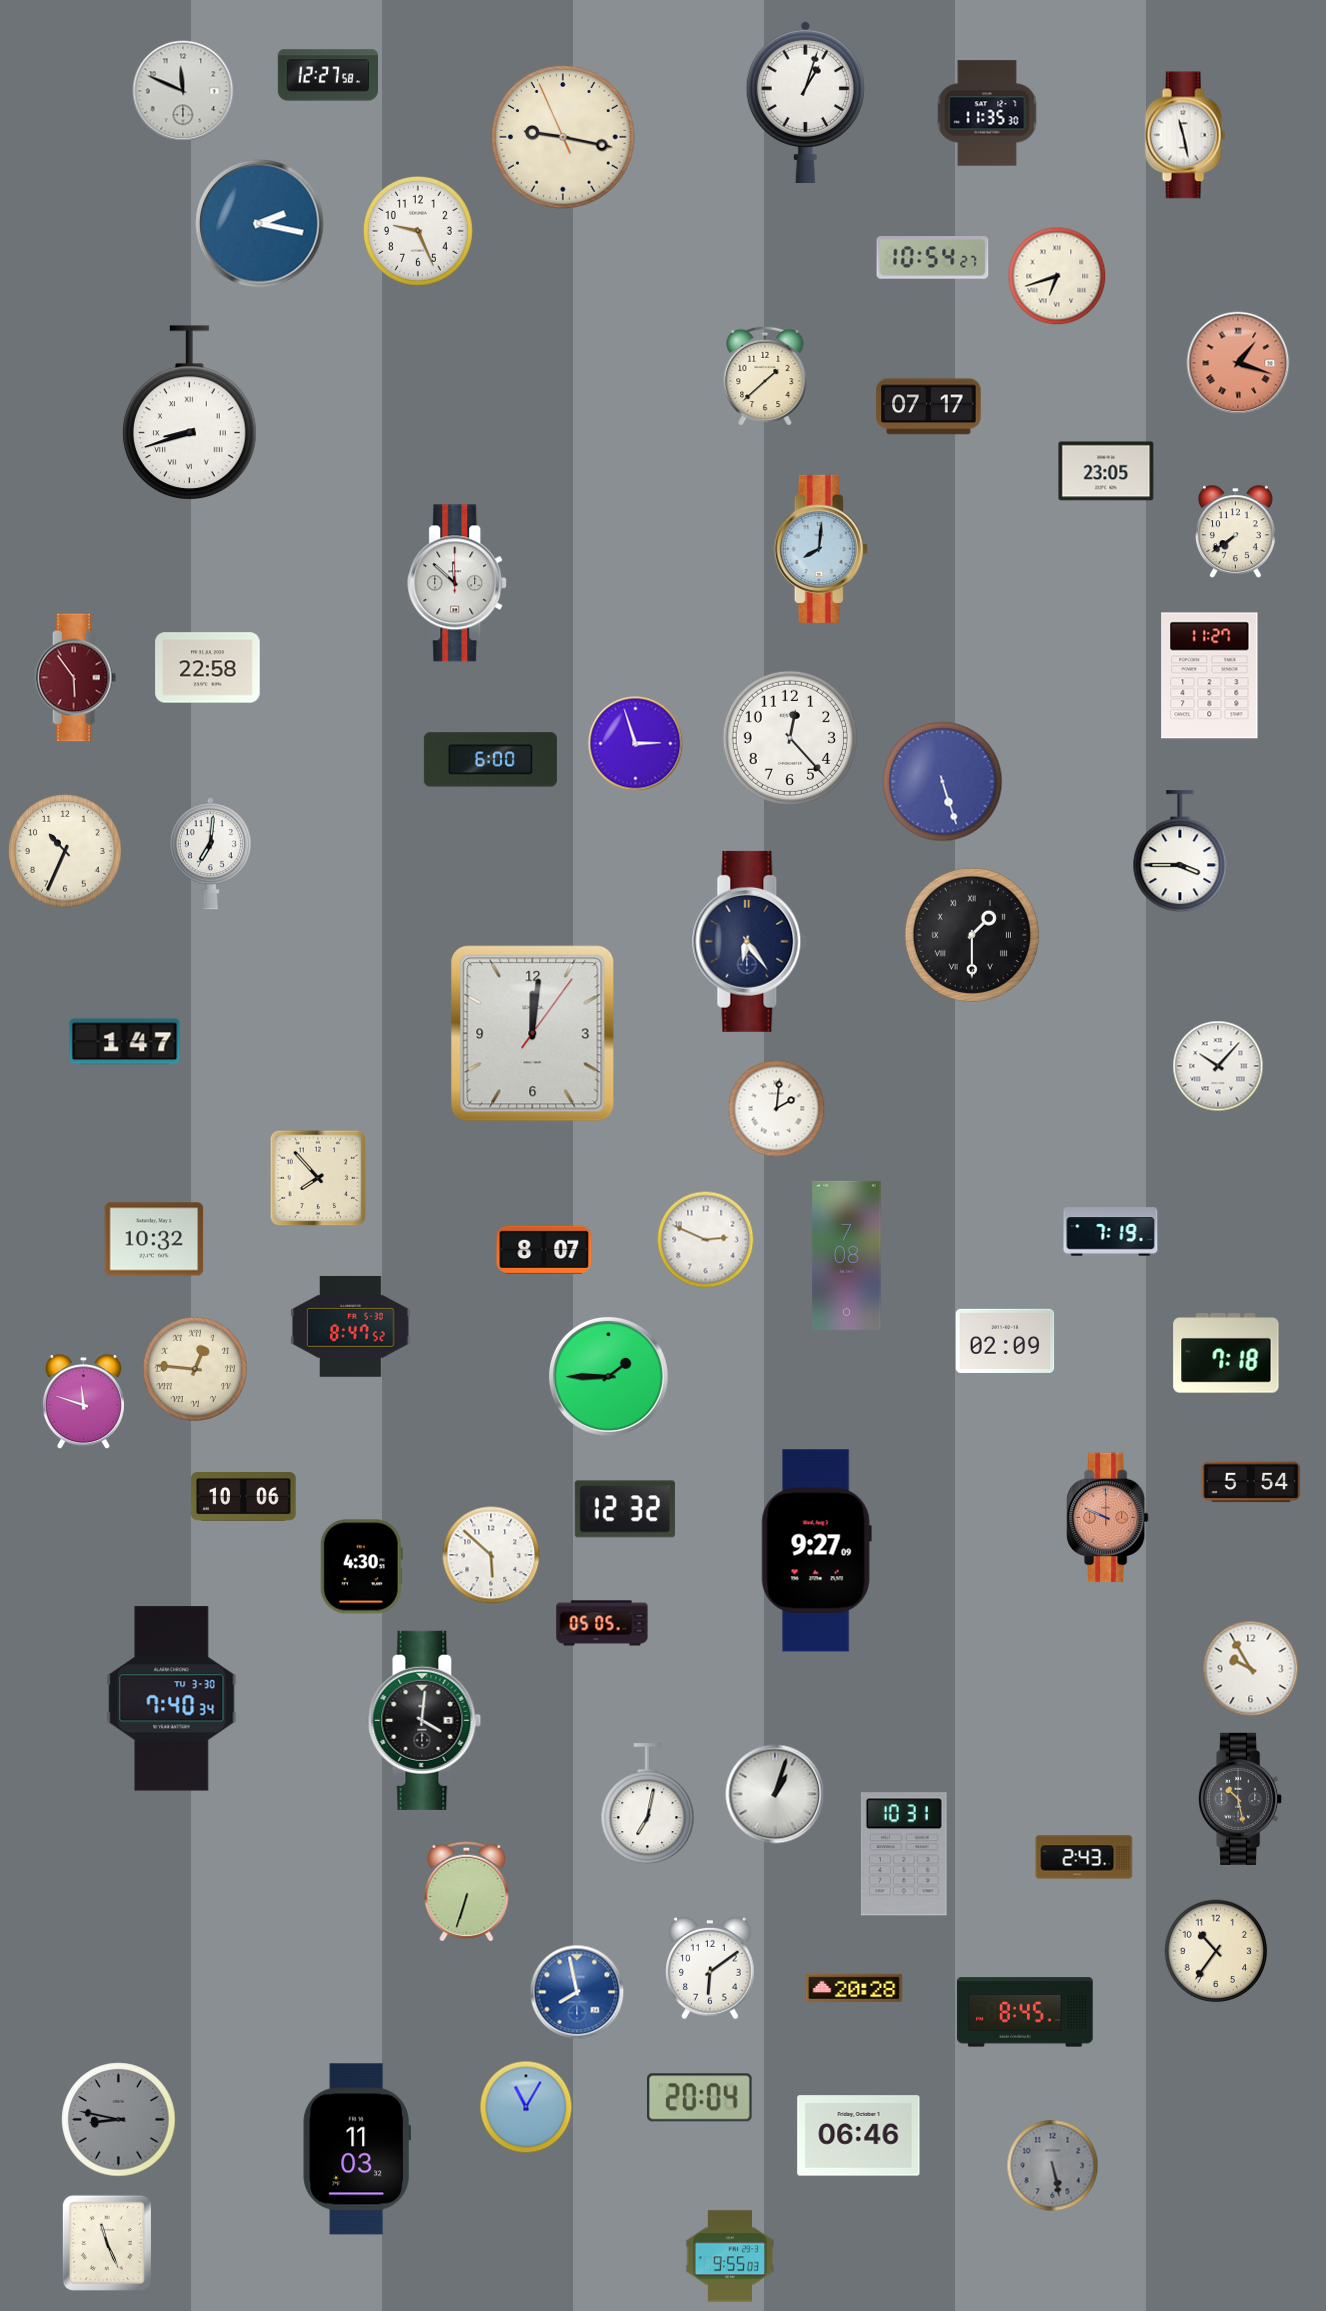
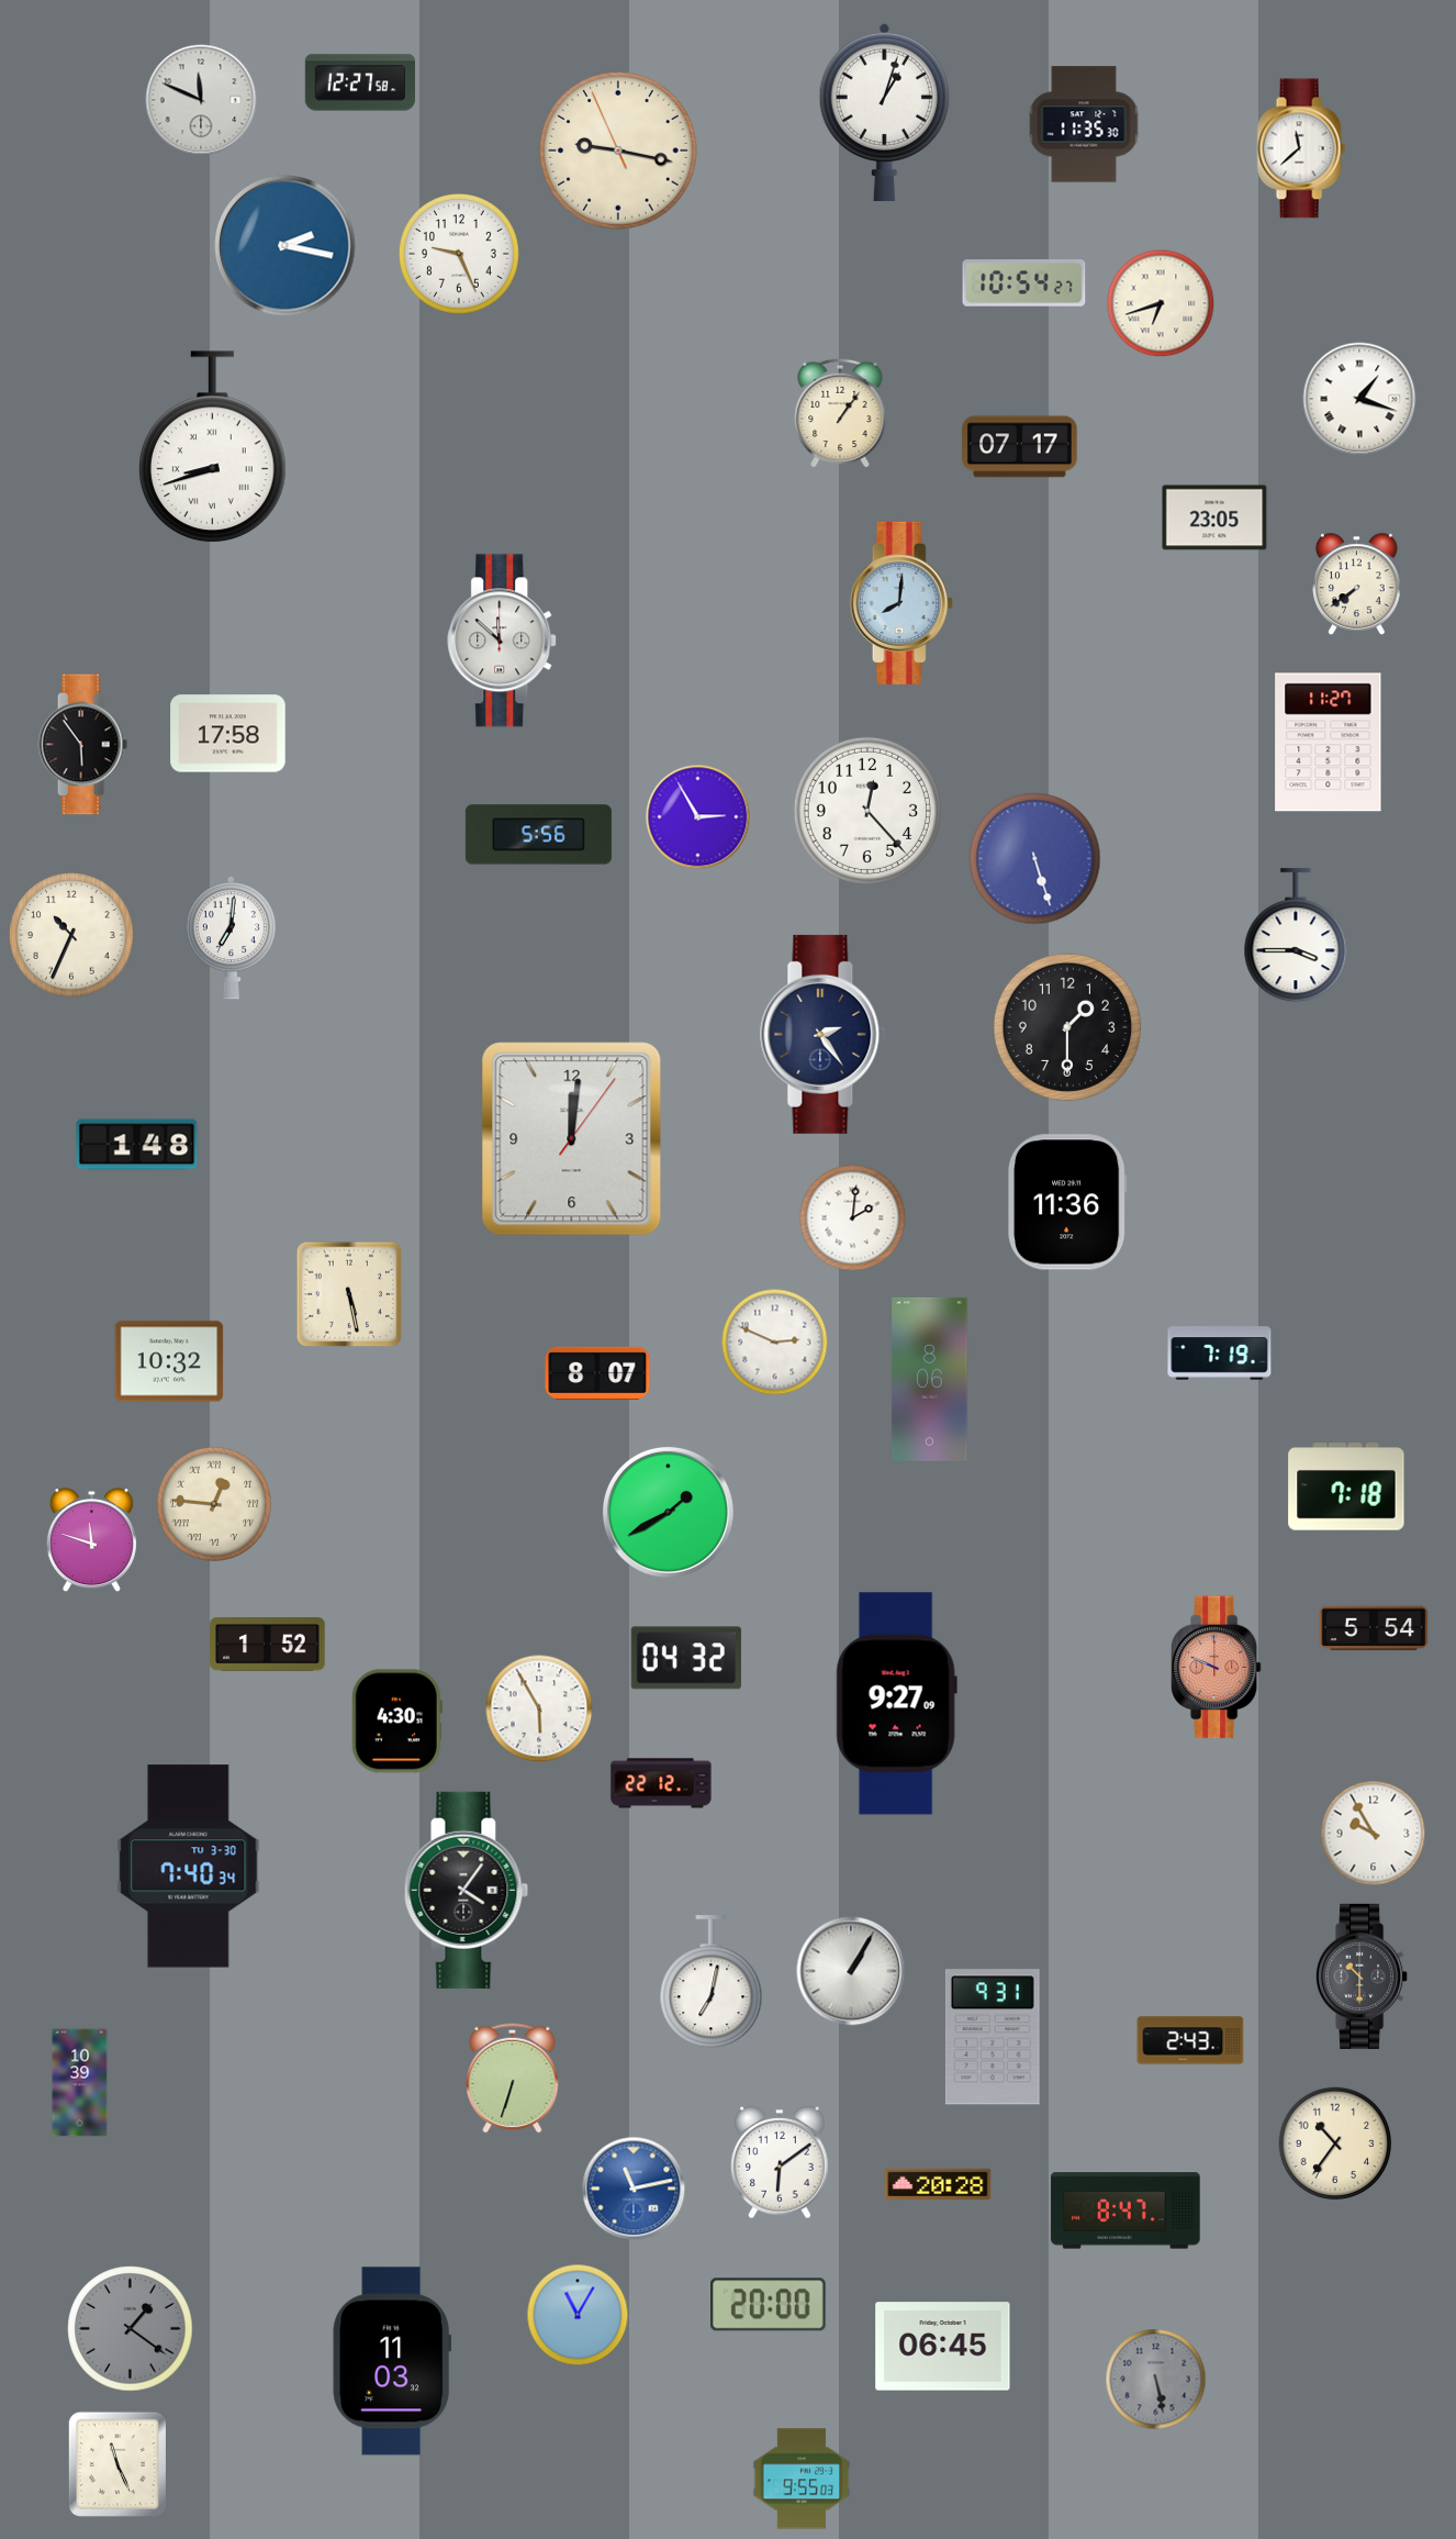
clock at (1185, 135): 11:28 -> 11:38
clock at (1238, 363) dial: salmon -> white
clock at (765, 376): 1:38 -> 1:06
clock at (189, 413) position: (189, 413) -> (212, 447)
clock at (208, 668): 22:58 -> 17:58
clock at (75, 678) dial: burgundy -> black
clock at (636, 744): 2:57 -> 2:55
clock at (490, 760): 6:00 -> 5:56
clock at (972, 935) numerals: Roman -> Arabic
clock at (750, 941): 6:24 -> 2:24
clock at (533, 1034) position: (533, 1034) -> (572, 1139)
clock at (125, 1042): 1:47 -> 1:48
clock at (1218, 1066): 10:07 -> none
clock at (1068, 1202): none -> 11:36
clock at (318, 1178): 7:53 -> 5:28
clock at (706, 1240) position: (706, 1240) -> (775, 1343)
clock at (847, 1255): 7:08 -> 8:06
clock at (351, 1326): 8:47 -> none
clock at (1005, 1341): 02:09 -> none
clock at (608, 1376): 1:45 -> 1:40
clock at (244, 1497): 10:06 -> 1:52
clock at (625, 1509): 12:32 -> 04:32
clock at (491, 1555): 5:52 -> 5:55
clock at (602, 1623): 05:05 -> 22:12
clock at (425, 1720): 4:01 -> 4:06
clock at (775, 1794): 1:03 -> 1:05
clock at (1241, 1799): 10:28 -> 10:30
clock at (904, 1854): 10:31 -> 9:31
clock at (80, 2083): none -> 10:39
clock at (577, 1992): 7:58 -> 11:13
clock at (1025, 2012): 8:45 -> 8:47
clock at (700, 2098): 20:04 -> 20:00
clock at (119, 2120): 8:47 -> 1:21
clock at (859, 2136): 06:46 -> 06:45
